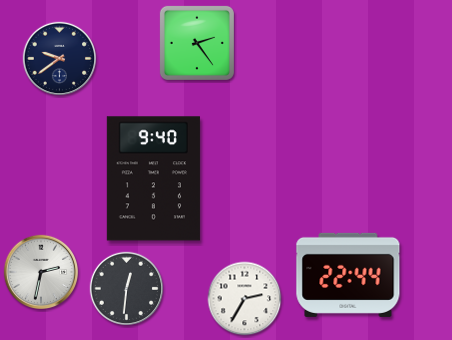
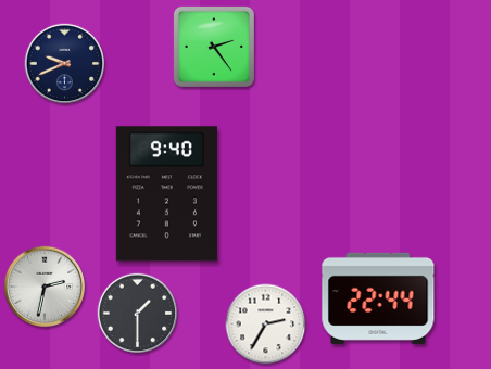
clock at (60, 59): 9:39 -> 9:41
clock at (41, 272) position: (41, 272) -> (45, 287)
clock at (127, 289): 12:31 -> 1:30
